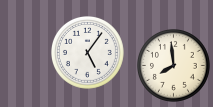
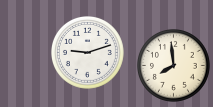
clock at (88, 53): 5:06 -> 9:12
